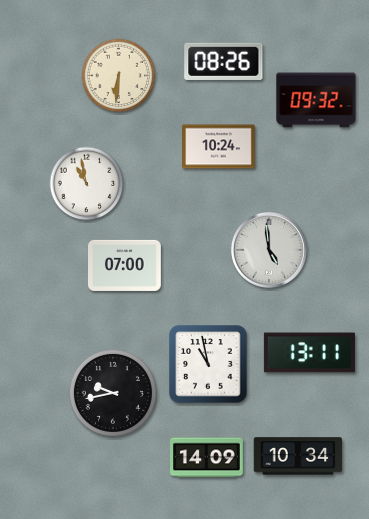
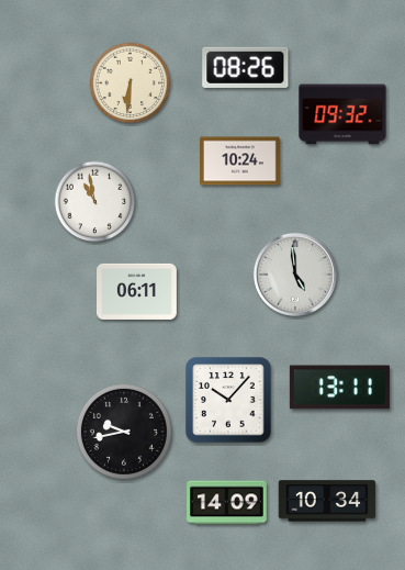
clock at (316, 100) position: (316, 100) -> (342, 114)
clock at (125, 265): 07:00 -> 06:11
clock at (208, 364): 10:58 -> 10:07
